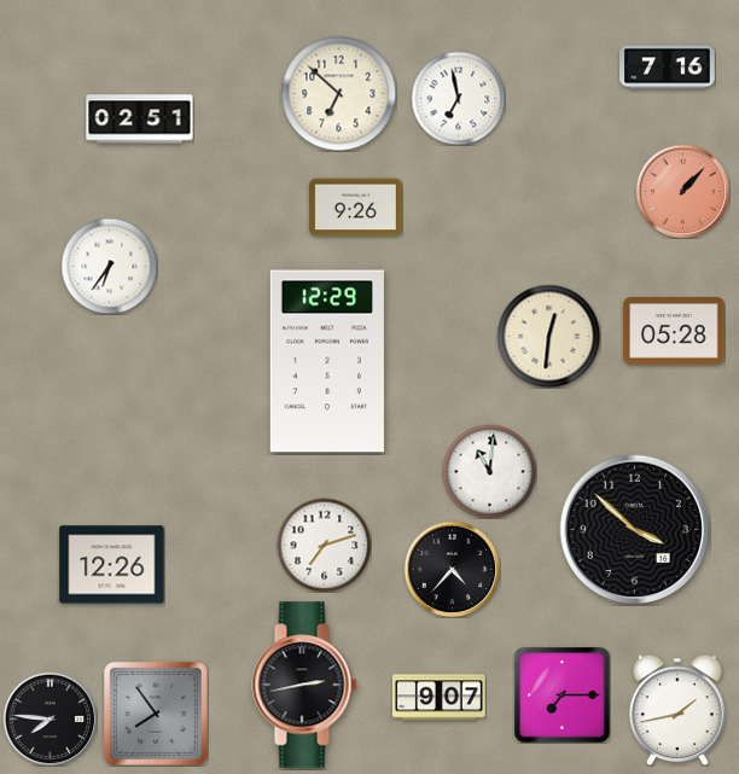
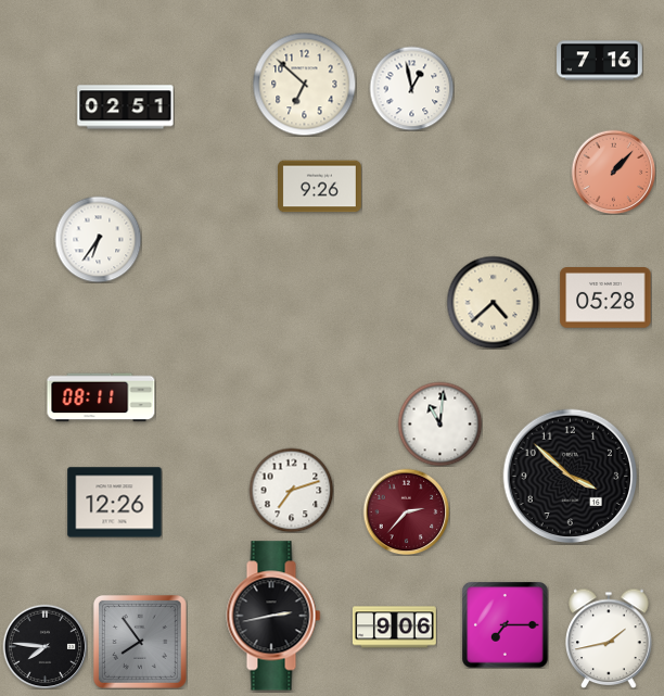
clock at (458, 98): 6:58 -> 12:58
clock at (548, 336): 12:31 -> 4:38
clock at (327, 361): 12:29 -> none
clock at (101, 397): none -> 08:11
clock at (112, 565) position: (112, 565) -> (115, 503)
clock at (452, 569): 4:37 -> 2:37
clock at (452, 569) dial: black -> burgundy
clock at (438, 698): 9:07 -> 9:06
